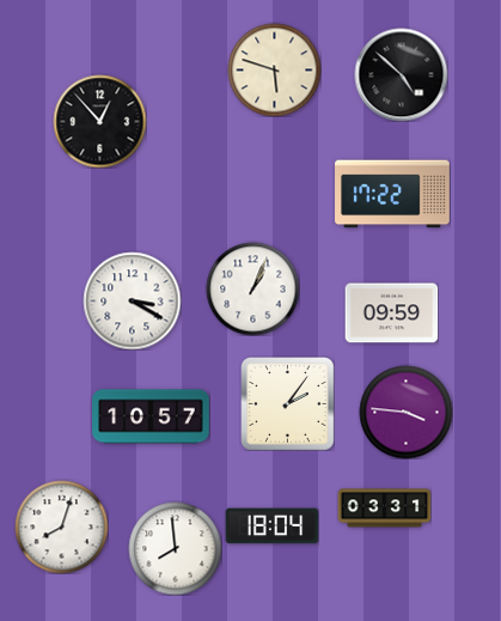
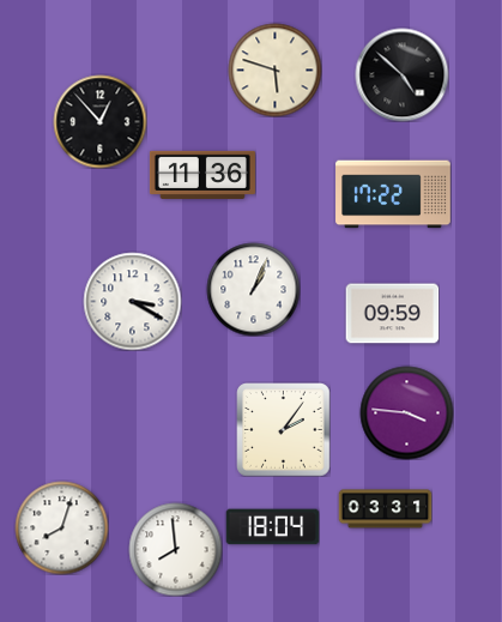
clock at (202, 175): none -> 11:36
clock at (287, 403) position: (287, 403) -> (283, 429)
clock at (151, 416): 10:57 -> none
